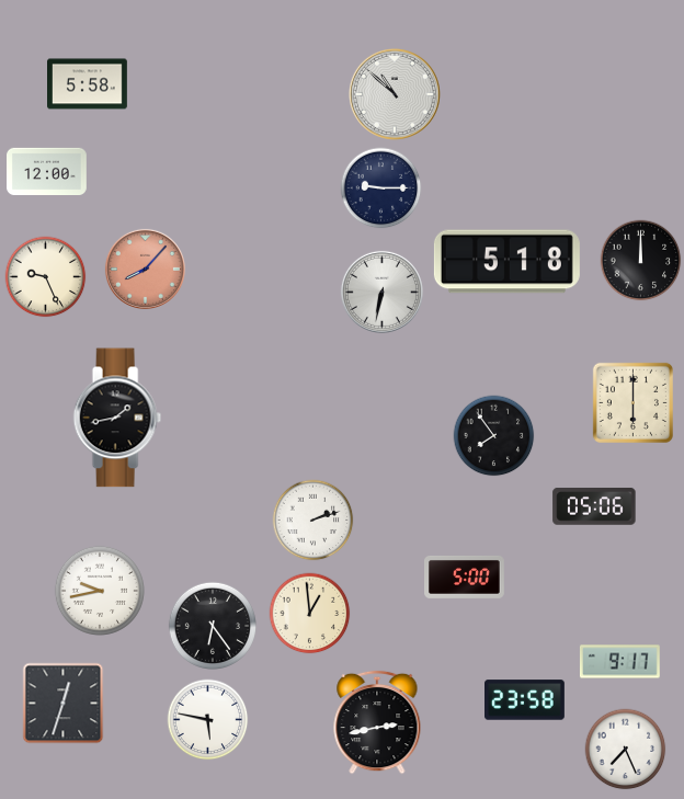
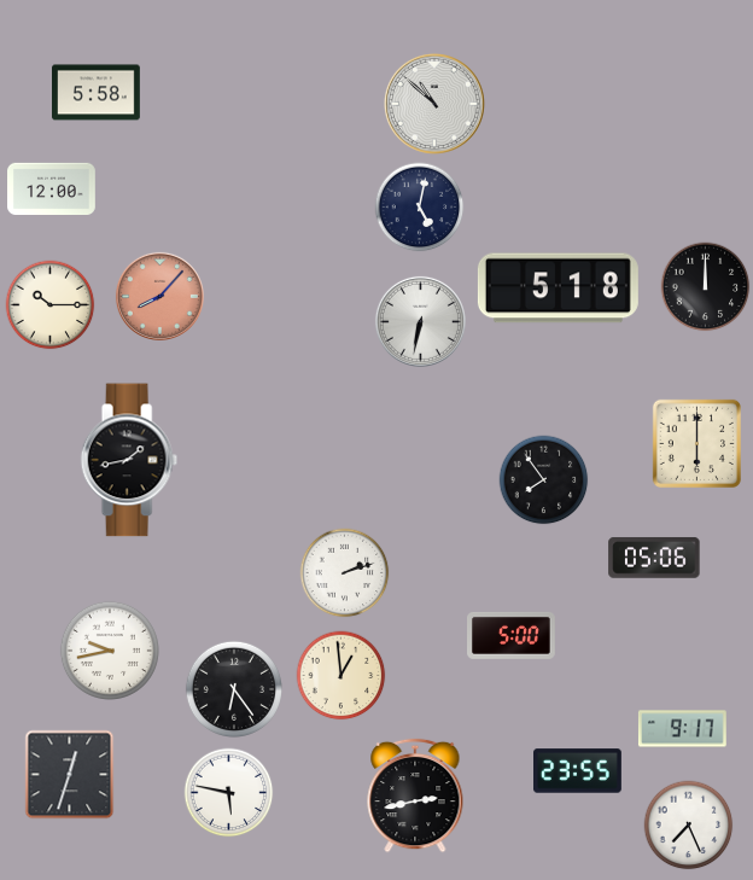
clock at (381, 189): 9:15 -> 5:02
clock at (46, 277): 9:26 -> 10:15
clock at (525, 700): 23:58 -> 23:55
